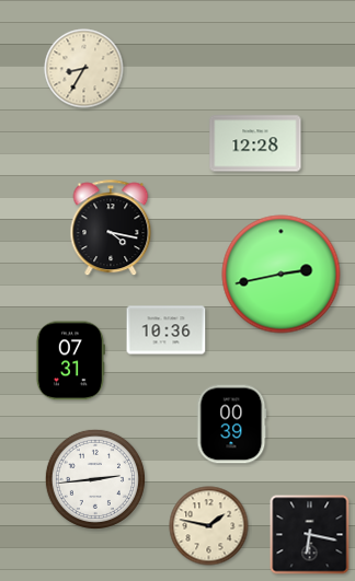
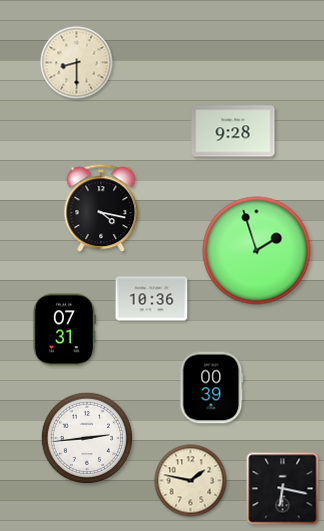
clock at (84, 69): 8:35 -> 8:30
clock at (255, 143): 12:28 -> 9:28
clock at (282, 275): 2:43 -> 1:57
clock at (167, 330) position: (167, 330) -> (152, 299)
